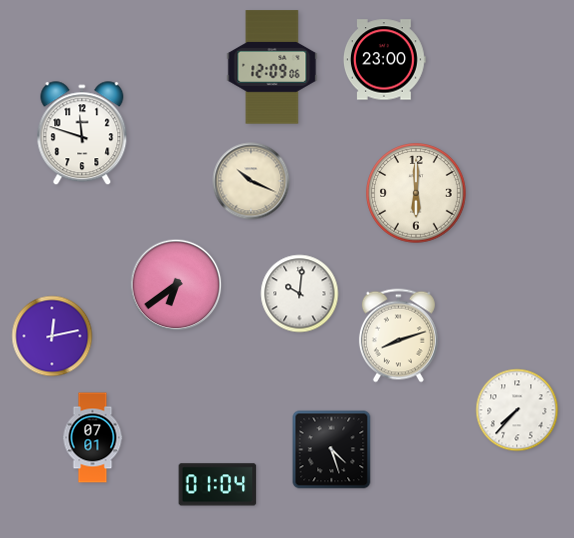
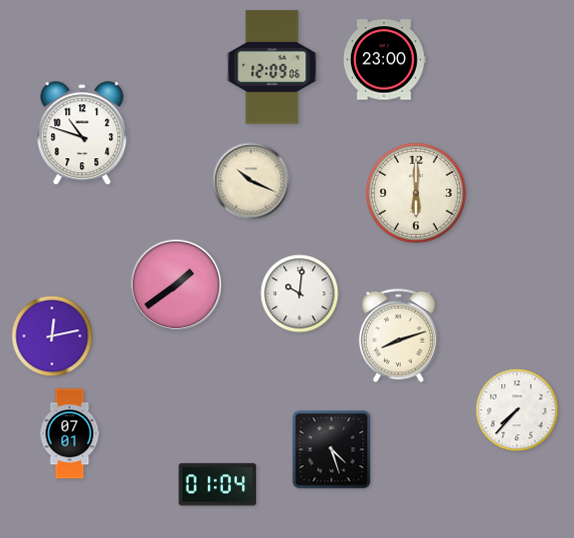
clock at (82, 134): 11:48 -> 10:48
clock at (176, 285): 6:39 -> 1:39
clock at (93, 438) position: (93, 438) -> (70, 434)
